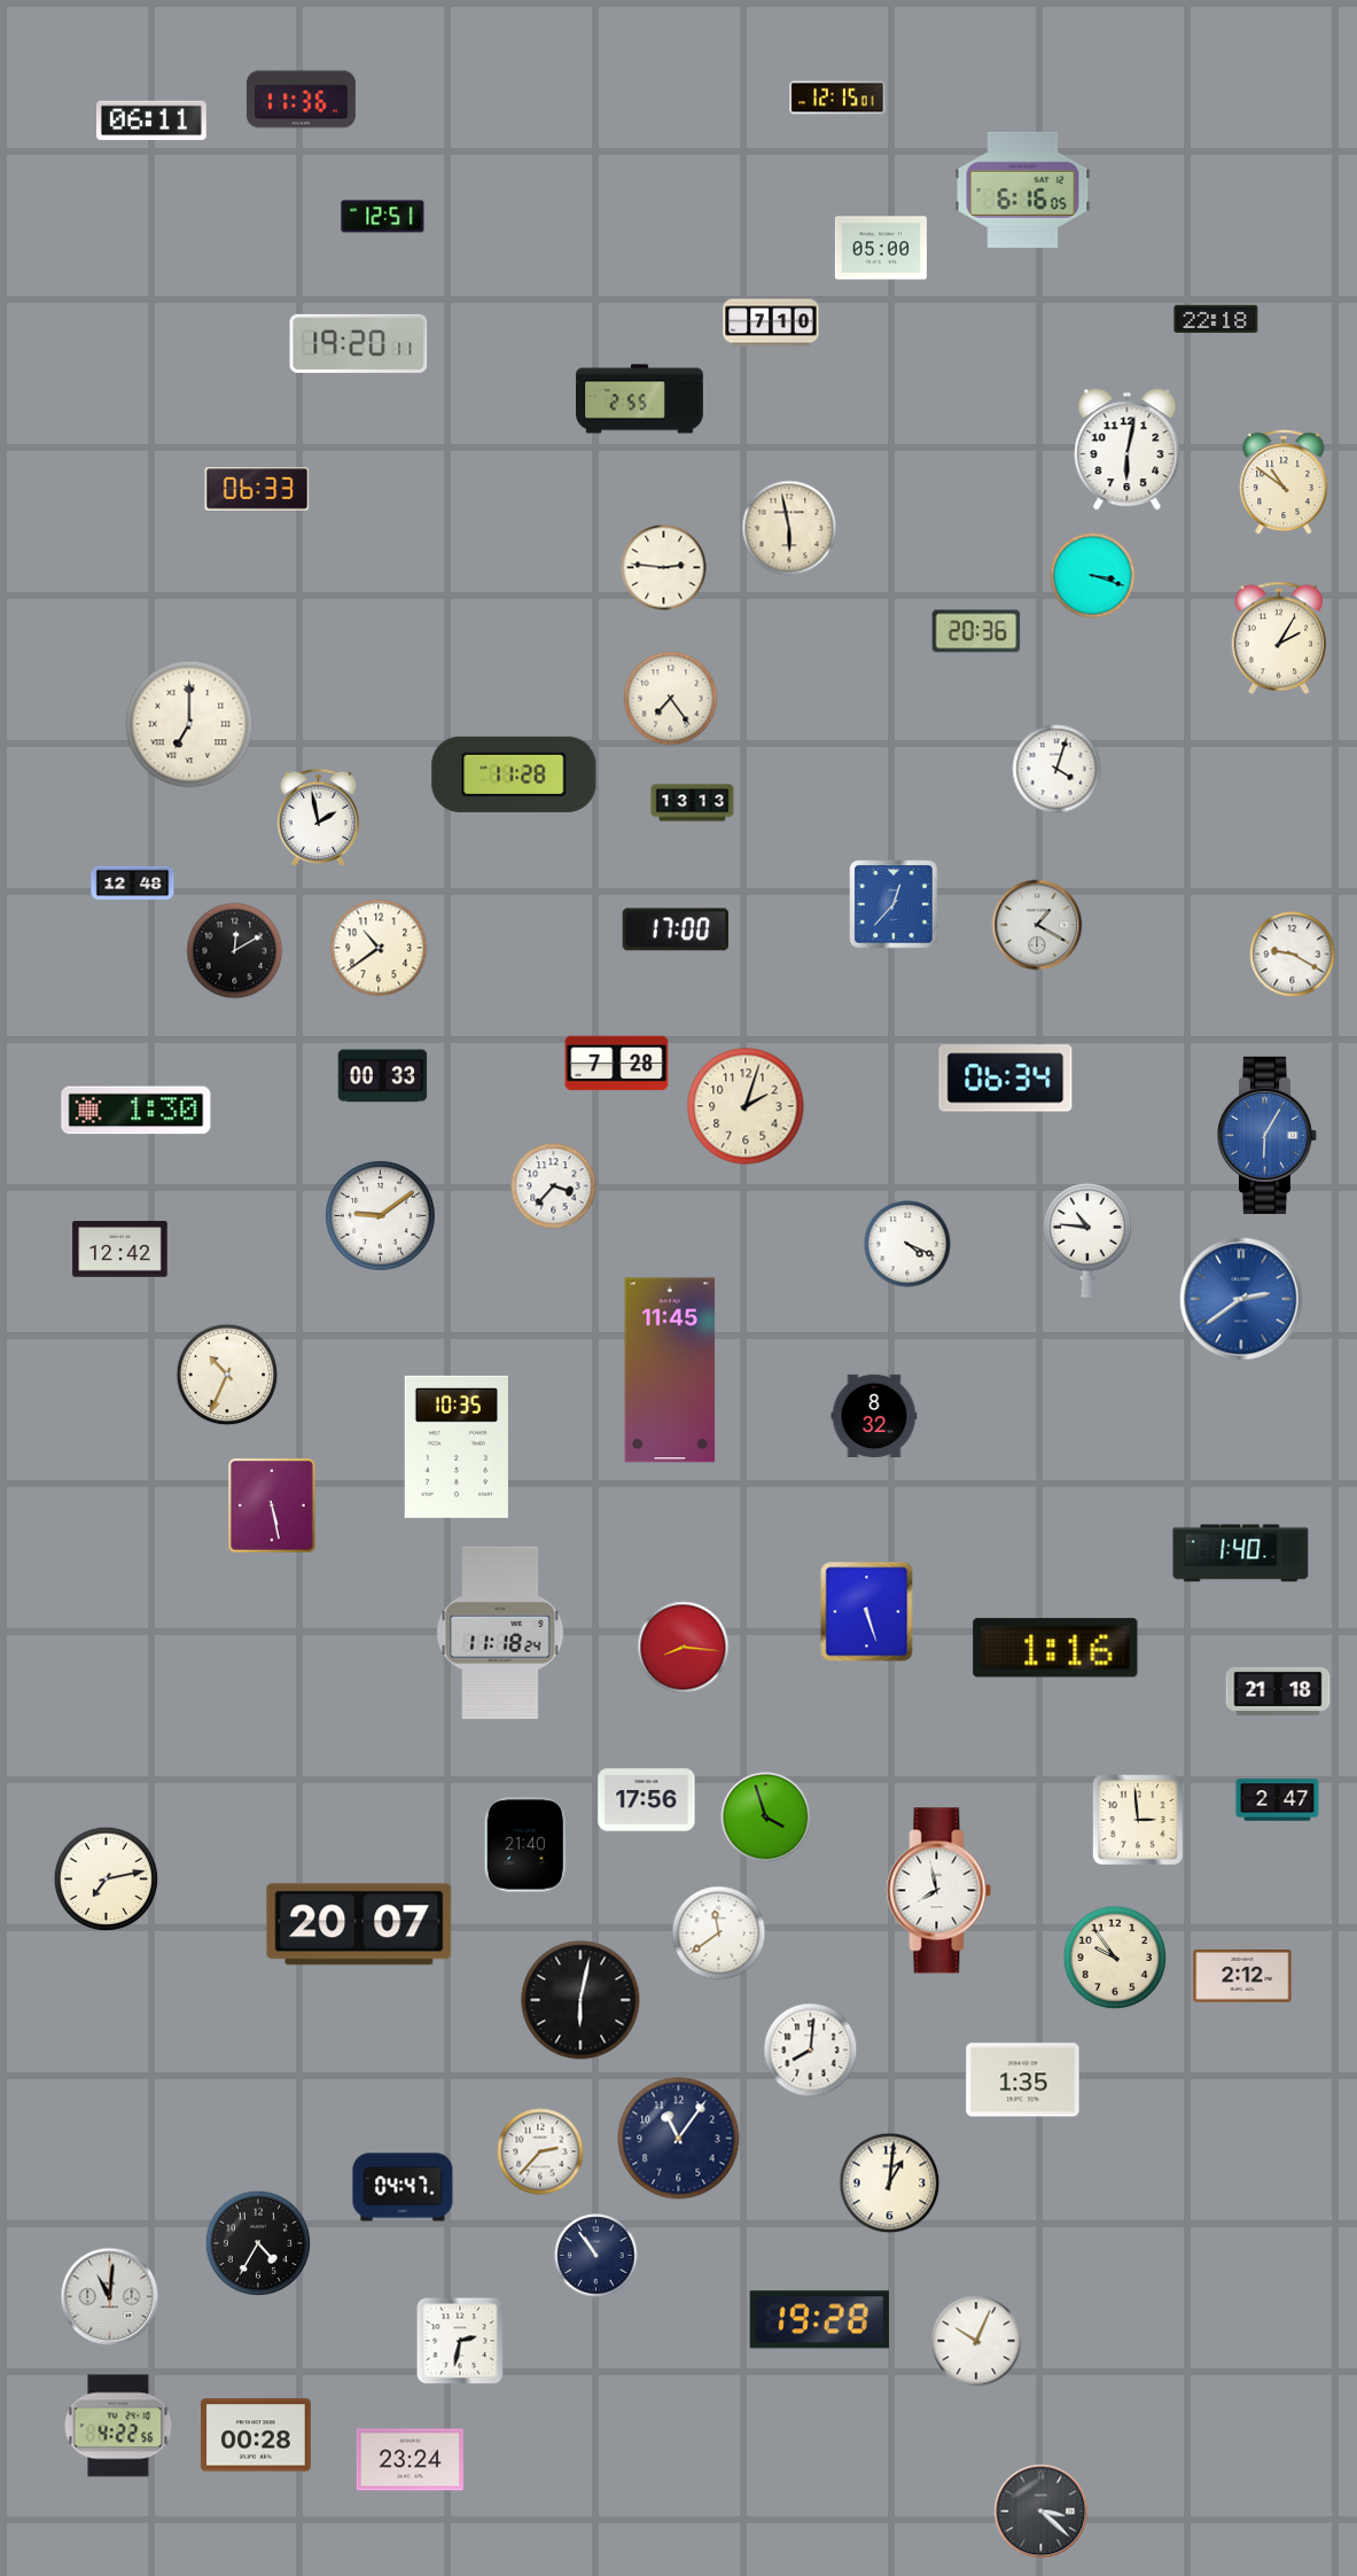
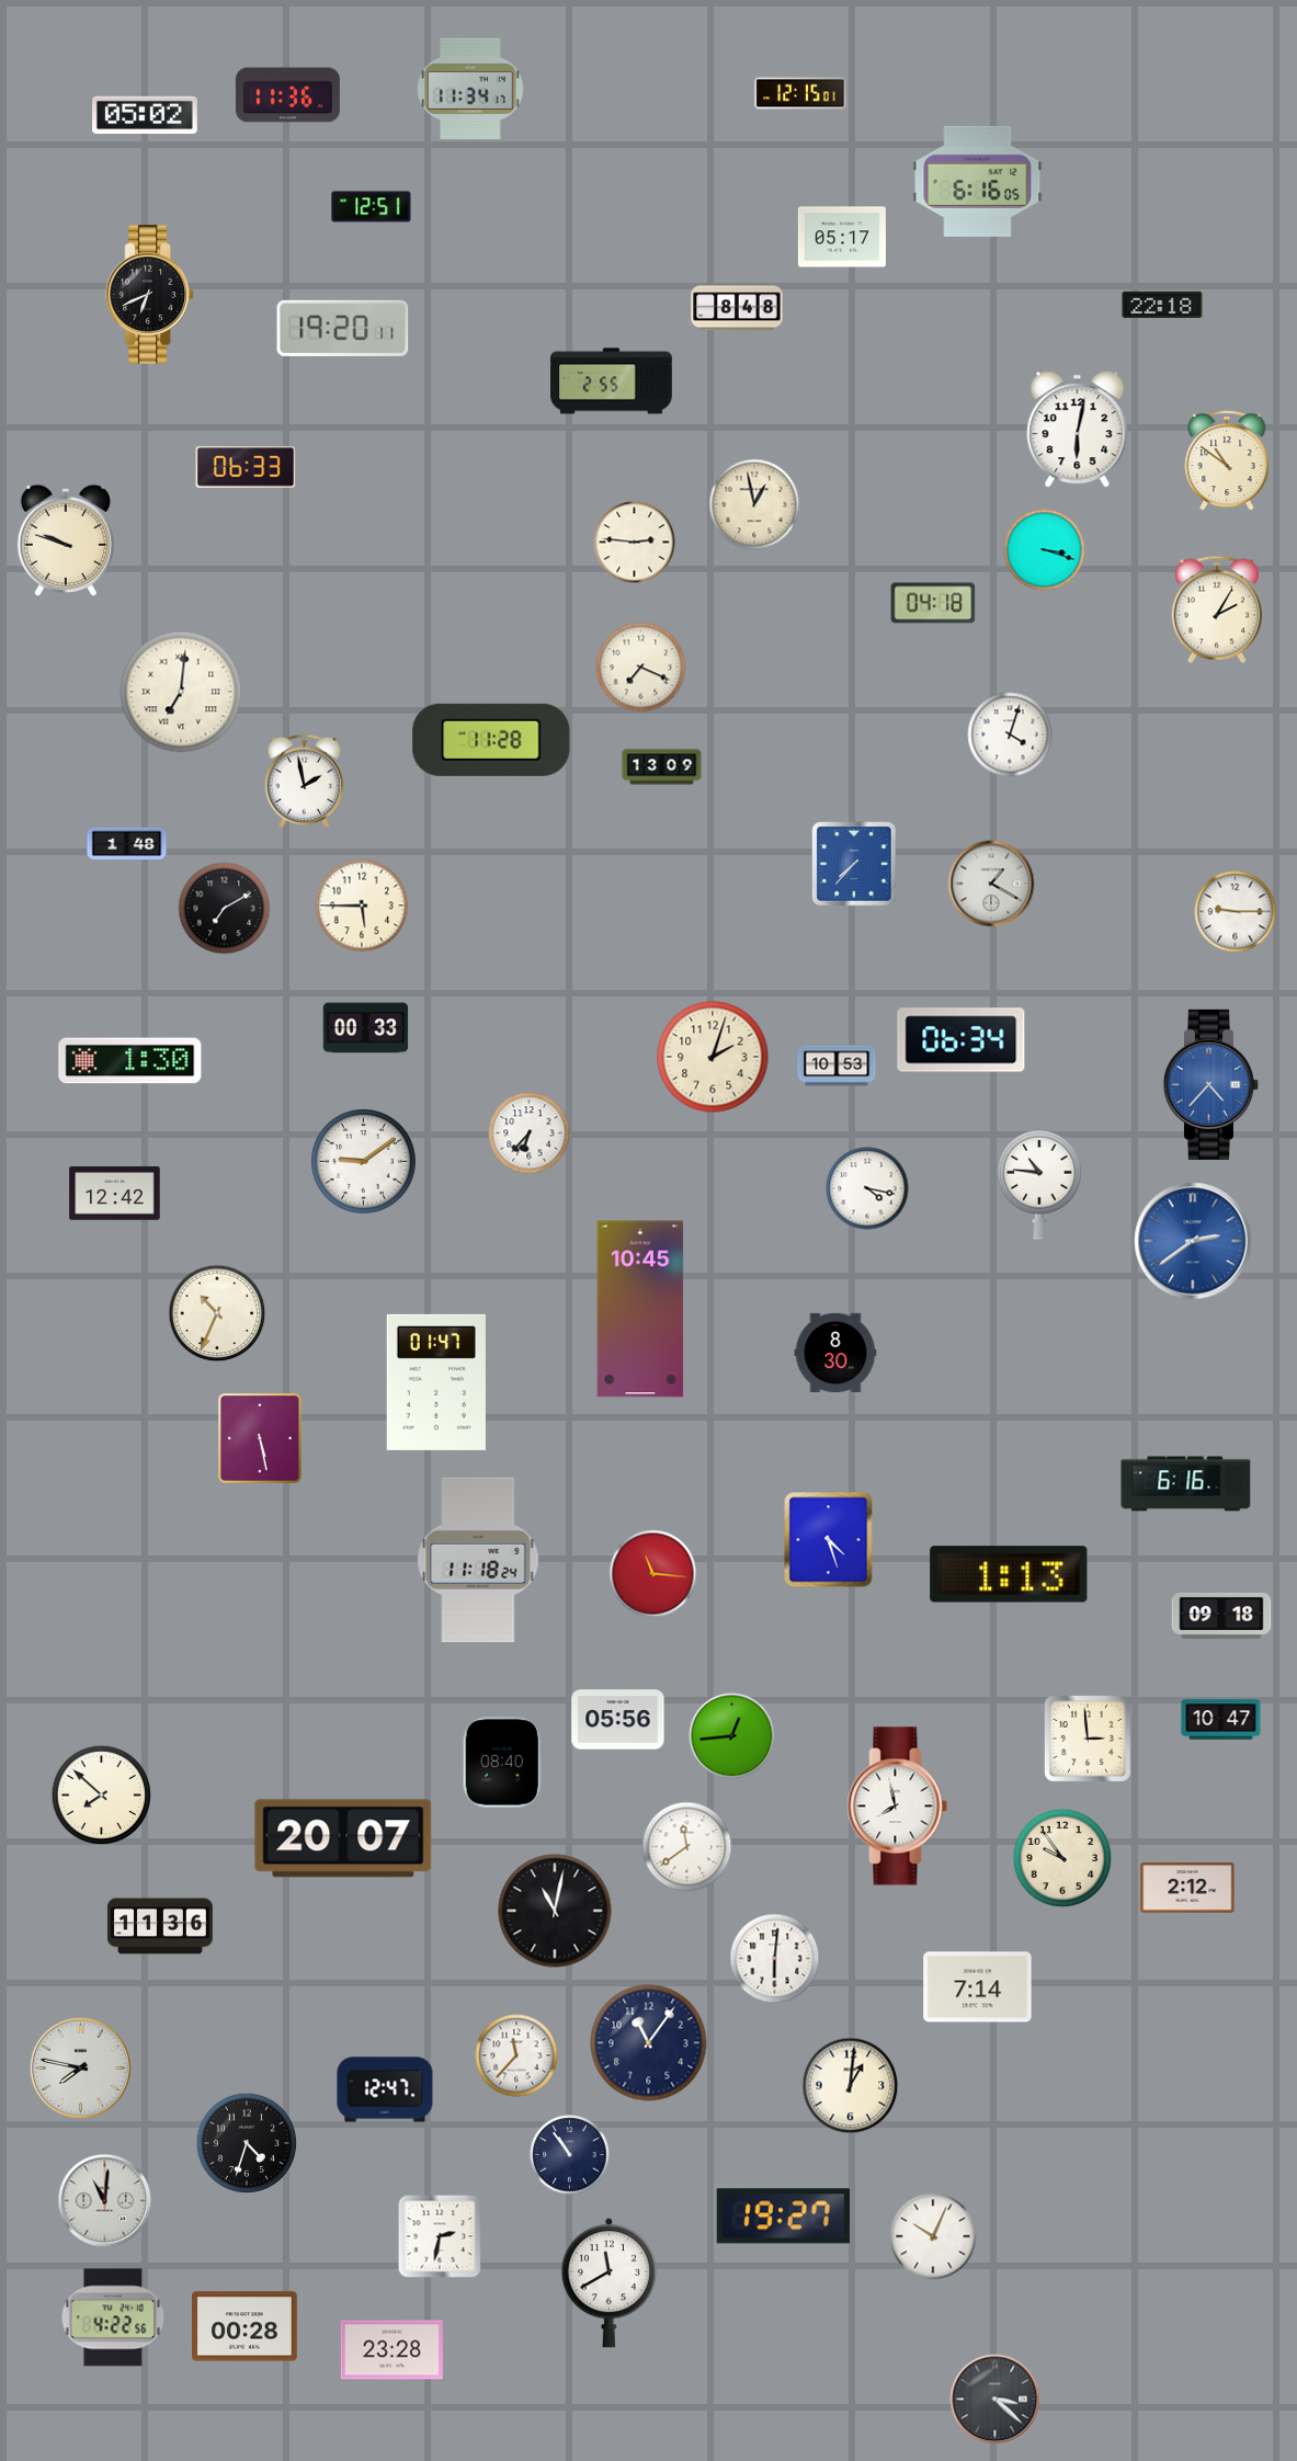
clock at (470, 89): none -> 11:34
clock at (153, 120): 06:11 -> 05:02
clock at (383, 217) position: (383, 217) -> (372, 207)
clock at (881, 248): 05:00 -> 05:17
clock at (149, 295): none -> 6:41
clock at (771, 322): 7:10 -> 8:48
clock at (789, 528): 5:58 -> 12:58
clock at (65, 540): none -> 9:48
clock at (976, 631): 20:36 -> 04:18
clock at (1279, 638) position: (1279, 638) -> (1217, 609)
clock at (671, 699): 7:24 -> 7:19
clock at (189, 724): 7:00 -> 7:01
clock at (693, 803): 13:13 -> 13:09
clock at (133, 884): 12:48 -> 1:48
clock at (894, 904): 12:37 -> 7:37
clock at (674, 929): 17:00 -> none
clock at (379, 948): 10:39 -> 5:45
clock at (235, 951): 12:10 -> 7:10
clock at (1293, 955): 9:20 -> 9:15
clock at (617, 1064): 7:28 -> none
clock at (1006, 1079) position: (1006, 1079) -> (962, 1040)
clock at (837, 1066): none -> 10:53
clock at (1268, 1135): 6:05 -> 4:37
clock at (554, 1186): 3:37 -> 6:37
clock at (907, 1244): 4:19 -> 4:17
clock at (1241, 1299) position: (1241, 1299) -> (1193, 1241)
clock at (670, 1370): 11:45 -> 10:45
clock at (874, 1415): 8:32 -> 8:30
clock at (457, 1447): 10:35 -> 01:47
clock at (1241, 1554): 1:40 -> 6:16
clock at (867, 1612): 5:27 -> 4:27
clock at (684, 1648): 8:16 -> 11:16
clock at (1055, 1648): 1:16 -> 1:13
clock at (1278, 1691): 21:18 -> 09:18
clock at (647, 1800): 17:56 -> 05:56
clock at (1278, 1800): 2:47 -> 10:47
clock at (766, 1818): 3:57 -> 12:44
clock at (525, 1845): 21:40 -> 08:40
clock at (107, 1880): 7:13 -> 7:52
clock at (1115, 1958) position: (1115, 1958) -> (1062, 1858)
clock at (580, 2000): 6:02 -> 11:02
clock at (161, 1926): none -> 11:36
clock at (811, 2050): 8:01 -> 6:01
clock at (1023, 2080): 1:35 -> 7:14
clock at (540, 2151): 2:37 -> 11:37
clock at (80, 2067): none -> 7:47
clock at (403, 2187): 04:47 -> 12:47
clock at (257, 2242): 4:35 -> 4:33
clock at (110, 2297) position: (110, 2297) -> (105, 2201)
clock at (819, 2320): 19:28 -> 19:27
clock at (608, 2283): none -> 11:40
clock at (410, 2460): 23:24 -> 23:28
